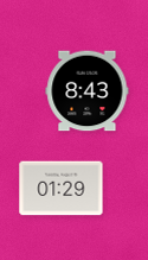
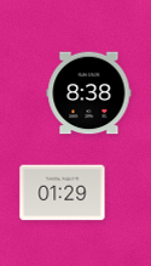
clock at (88, 91): 8:43 -> 8:38
